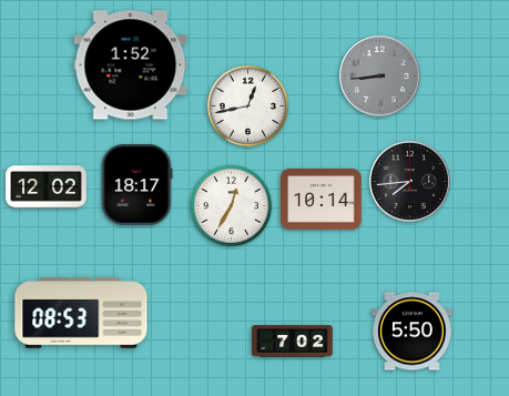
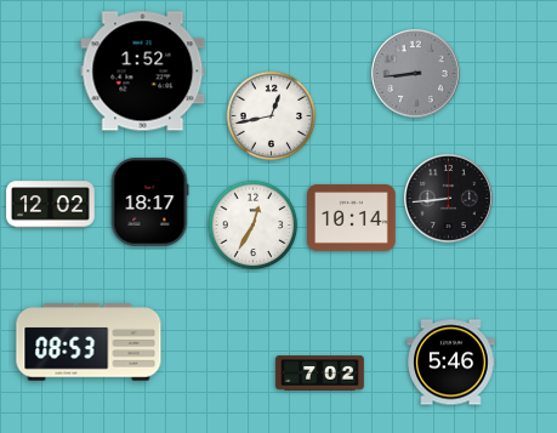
clock at (379, 75) position: (379, 75) -> (415, 73)
clock at (409, 181): 7:44 -> 8:44
clock at (413, 332): 5:50 -> 5:46
